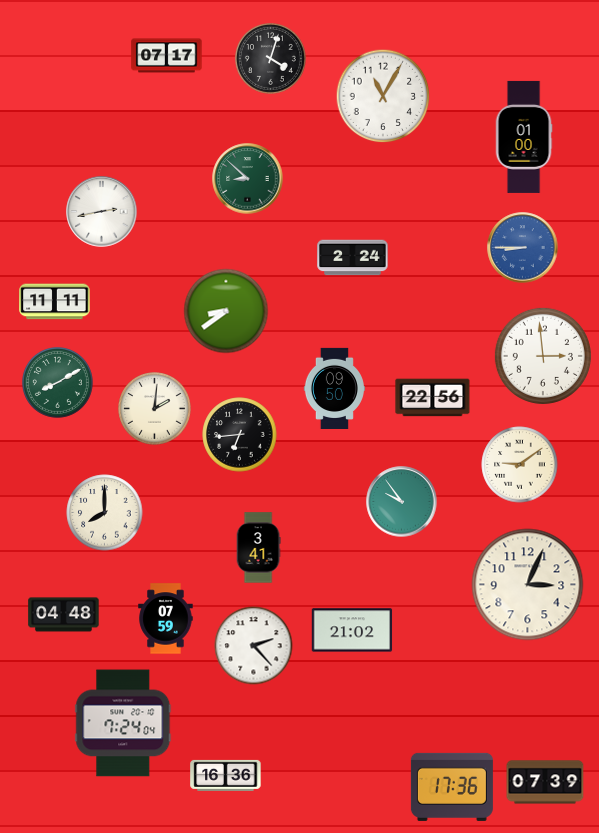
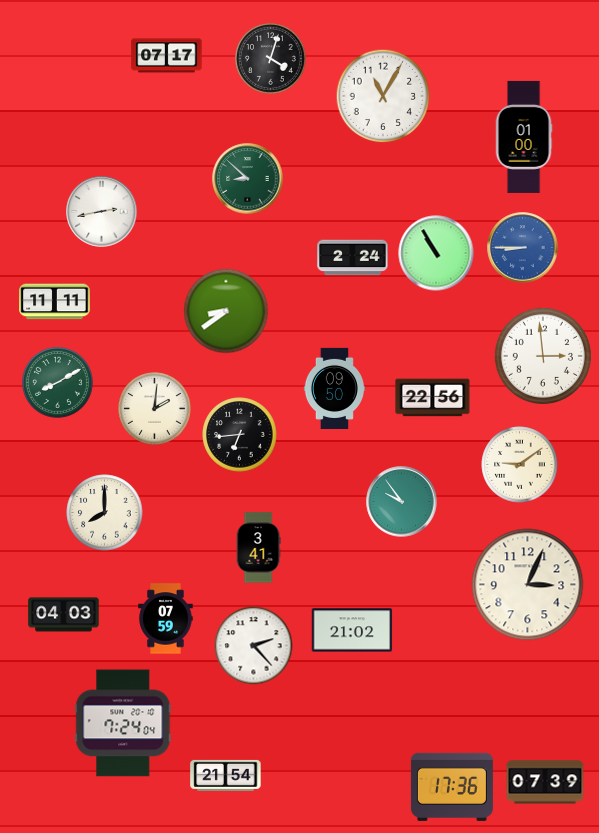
clock at (436, 253): none -> 10:55
clock at (64, 615): 04:48 -> 04:03
clock at (226, 775): 16:36 -> 21:54
